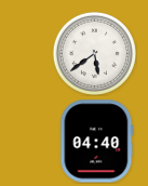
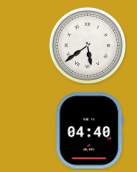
clock at (94, 53) position: (94, 53) -> (87, 45)
